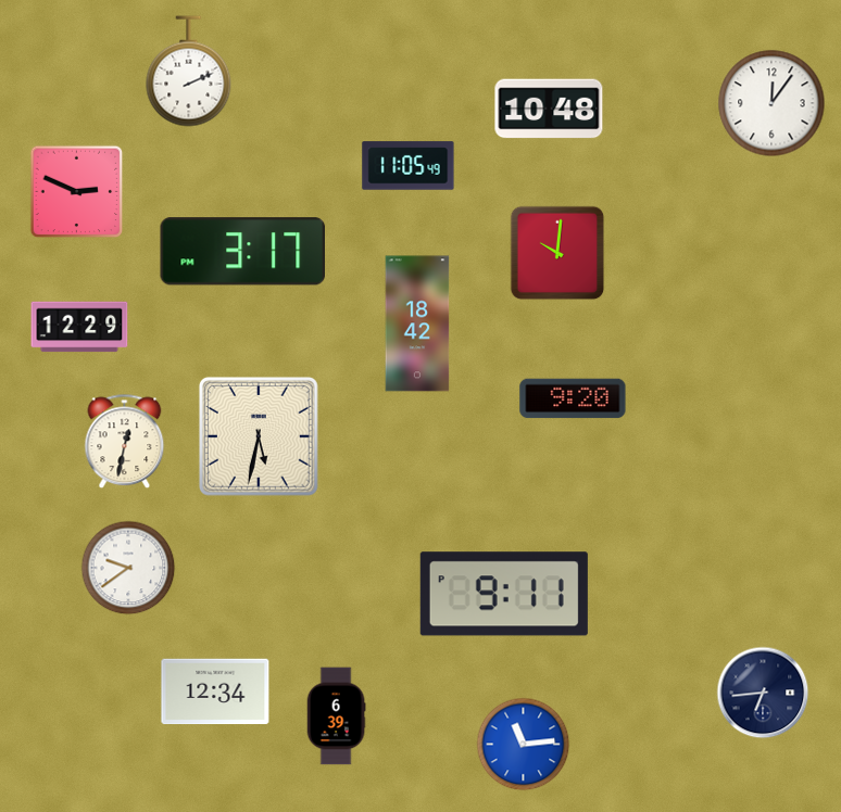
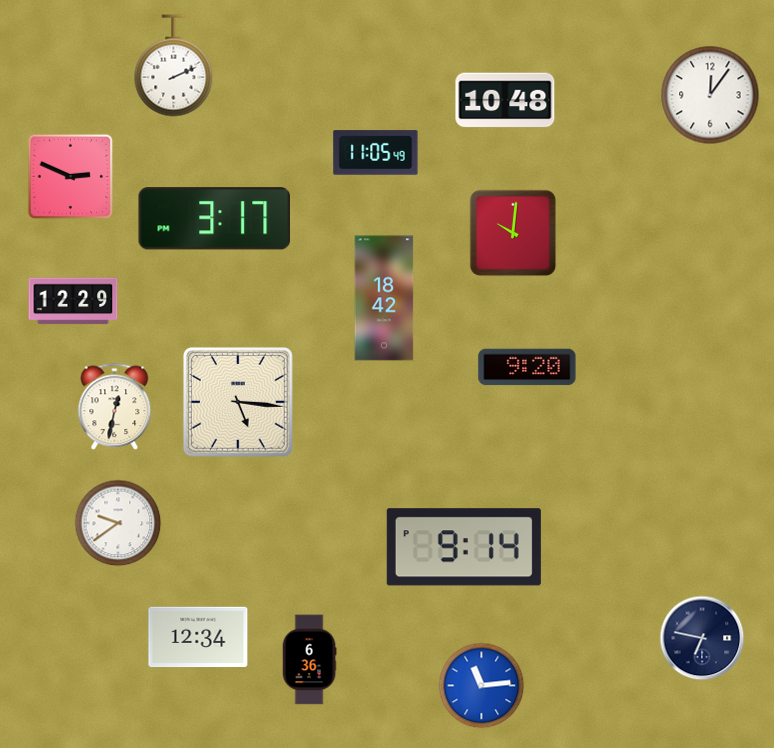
clock at (242, 252) position: (242, 252) -> (214, 219)
clock at (259, 436): 5:32 -> 5:16
clock at (504, 594): 9:11 -> 9:14
clock at (763, 693): 6:44 -> 6:47
clock at (336, 716): 6:39 -> 6:36
